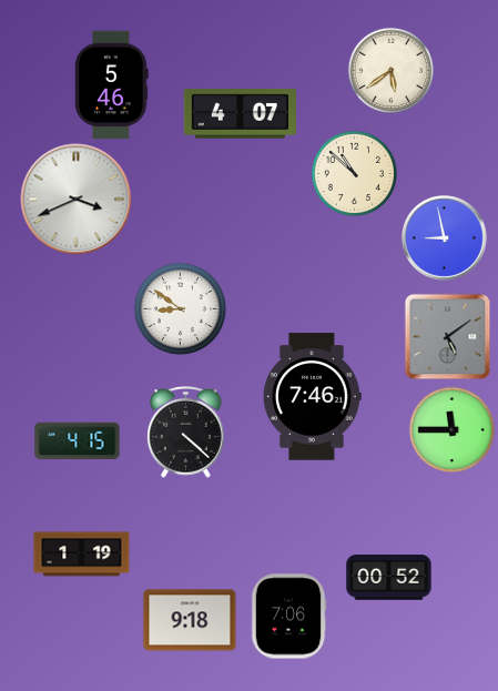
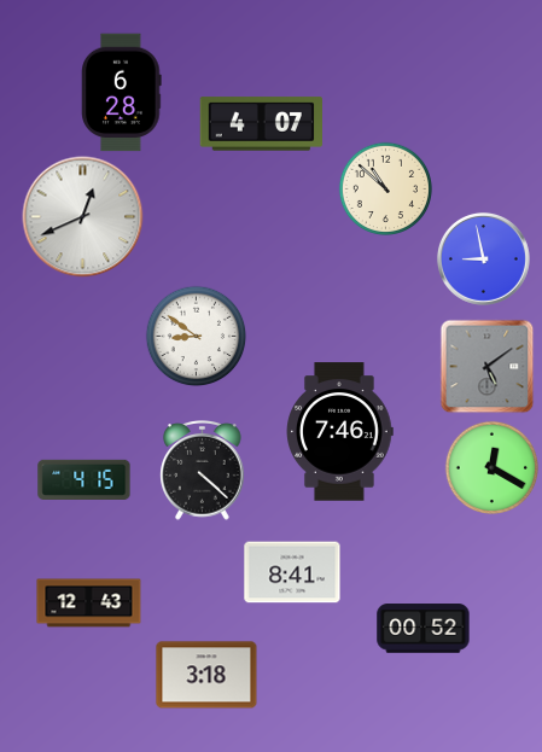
clock at (390, 70): 5:39 -> none
clock at (112, 85): 5:46 -> 6:28
clock at (77, 200): 3:41 -> 12:41
clock at (451, 429): 11:45 -> 12:20
clock at (292, 572): none -> 8:41
clock at (82, 555): 1:19 -> 12:43
clock at (288, 617): 7:06 -> none
clock at (190, 620): 9:18 -> 3:18
